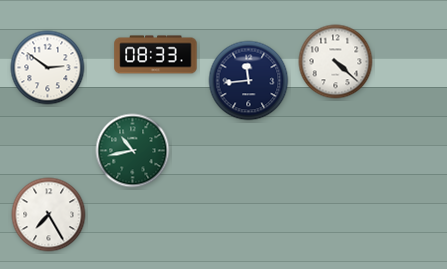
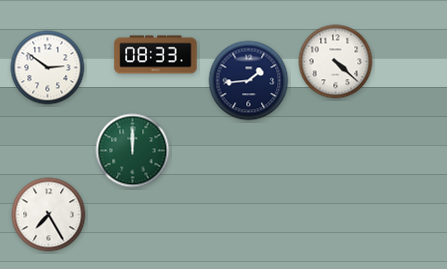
clock at (249, 81): 11:44 -> 1:44
clock at (133, 151): 10:43 -> 12:00
